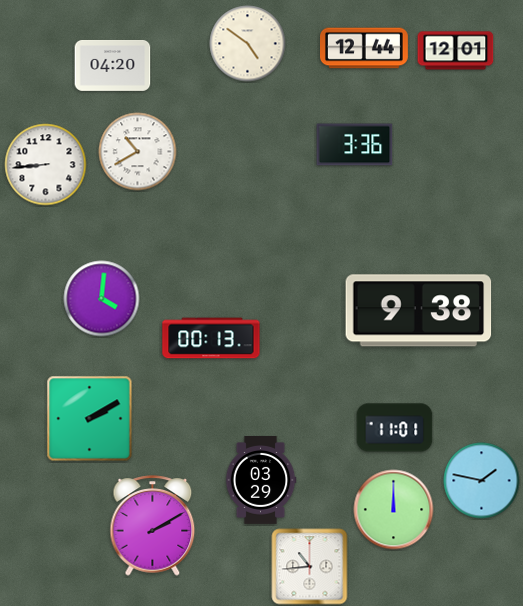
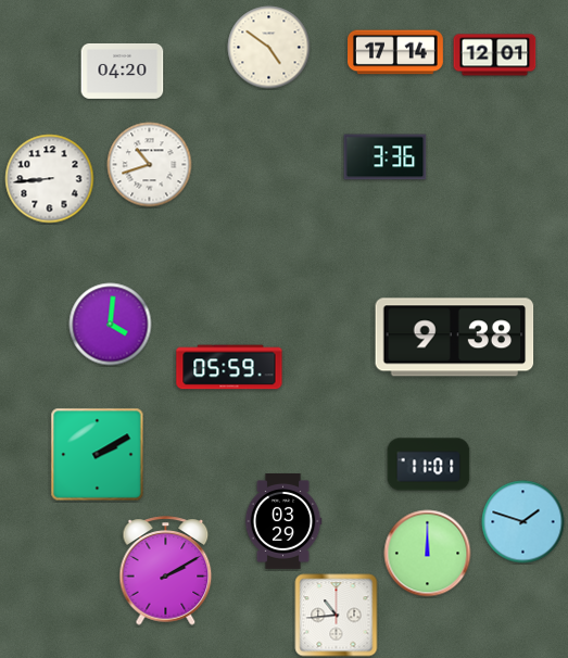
clock at (365, 48): 12:44 -> 17:14
clock at (138, 152): 10:40 -> 10:42
clock at (211, 338): 00:13 -> 05:59
clock at (482, 481): 1:47 -> 1:48
